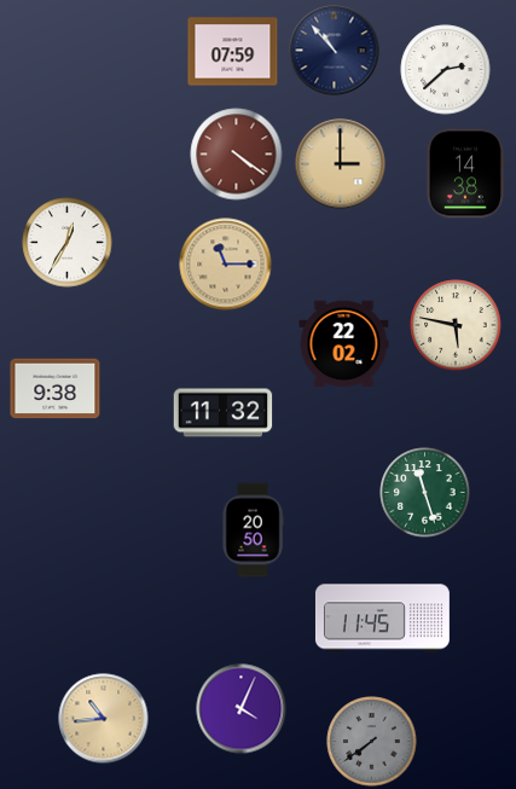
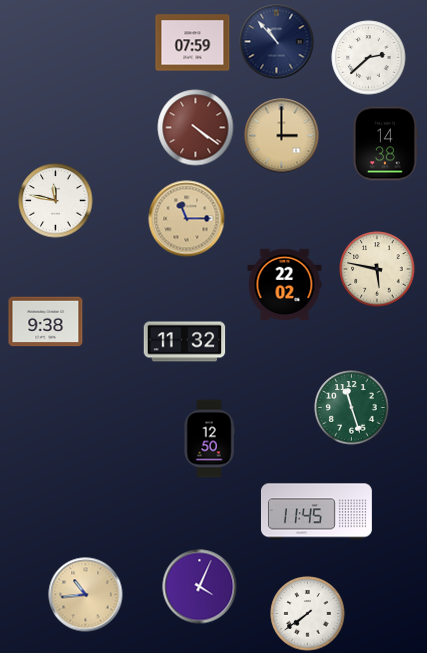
clock at (68, 243): 12:35 -> 11:47
clock at (253, 530): 20:50 -> 12:50
clock at (372, 742) dial: grey -> white
